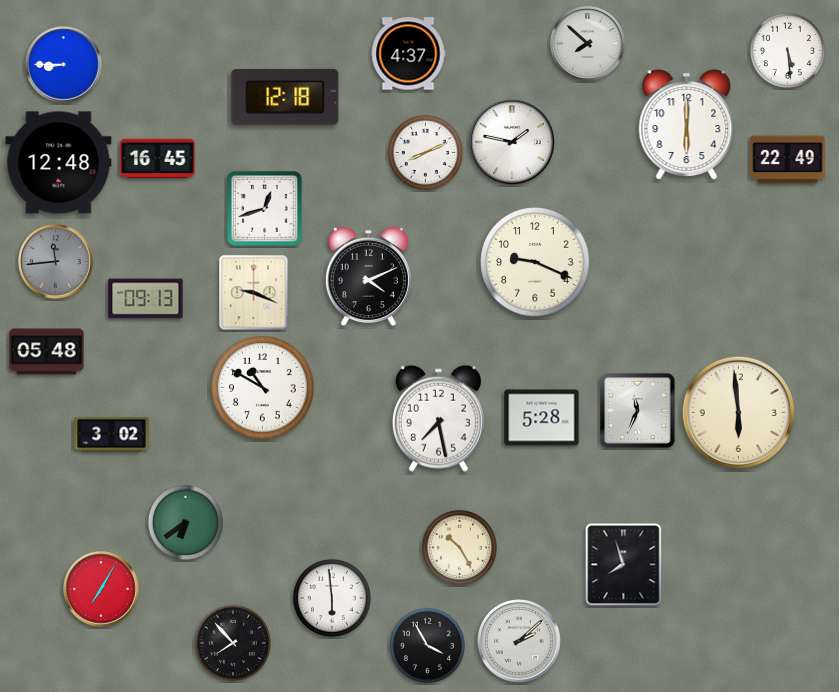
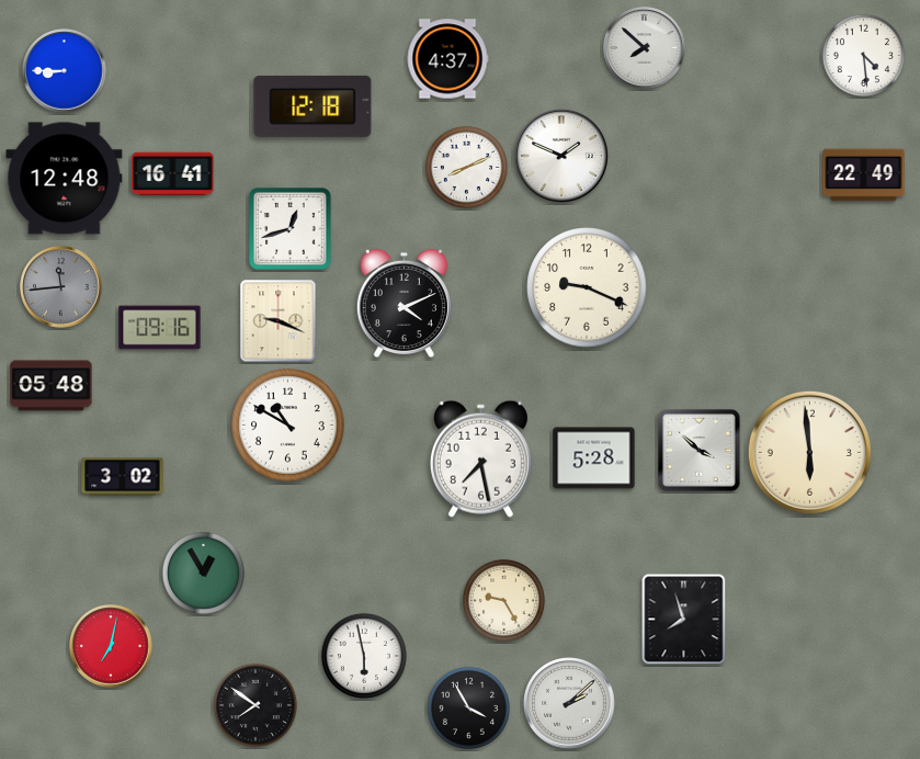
clock at (787, 50): 5:29 -> 4:29
clock at (64, 65) position: (64, 65) -> (65, 71)
clock at (687, 125): 6:00 -> none
clock at (513, 143): 1:47 -> 1:49
clock at (158, 159): 16:45 -> 16:41
clock at (146, 299): 09:13 -> 09:16
clock at (638, 411): 11:34 -> 3:52
clock at (185, 522): 6:39 -> 12:55
clock at (459, 547): 10:25 -> 9:25
clock at (101, 589): 7:05 -> 7:02
clock at (332, 598): 5:59 -> 5:58
clock at (233, 643): 7:53 -> 7:51
